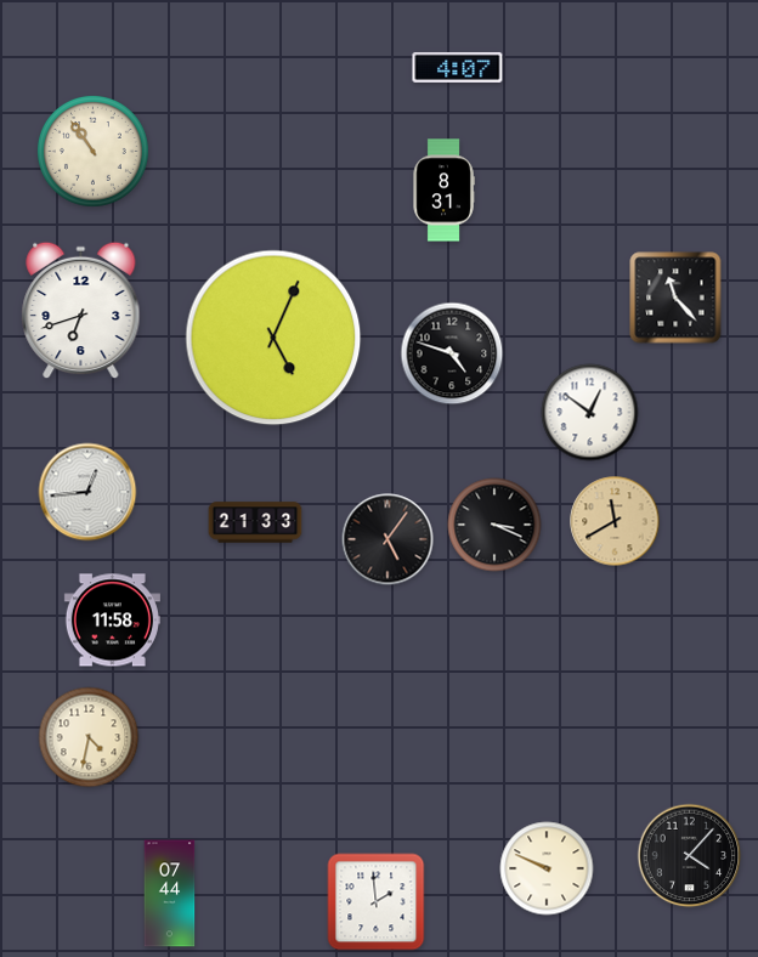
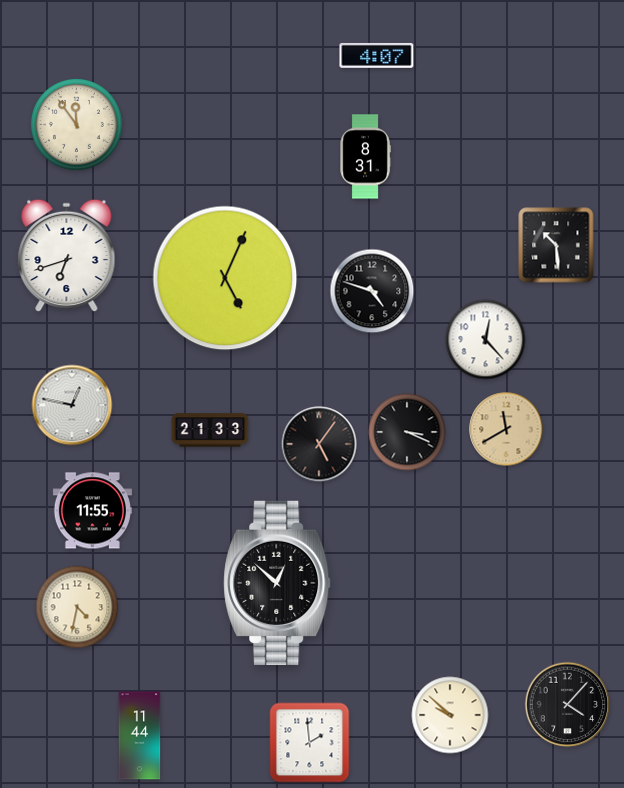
clock at (94, 152): 10:54 -> 11:54
clock at (675, 298): 11:23 -> 10:29
clock at (590, 413): 12:51 -> 12:23
clock at (87, 492): 12:44 -> 12:47
clock at (112, 621): 11:58 -> 11:55
clock at (277, 583): none -> 12:52
clock at (89, 737) position: (89, 737) -> (77, 607)
clock at (547, 868): 9:49 -> 9:52
clock at (170, 894): 07:44 -> 11:44
